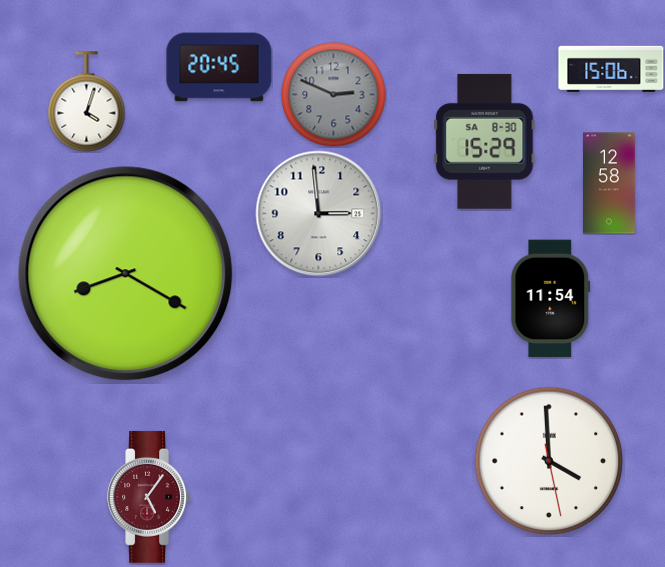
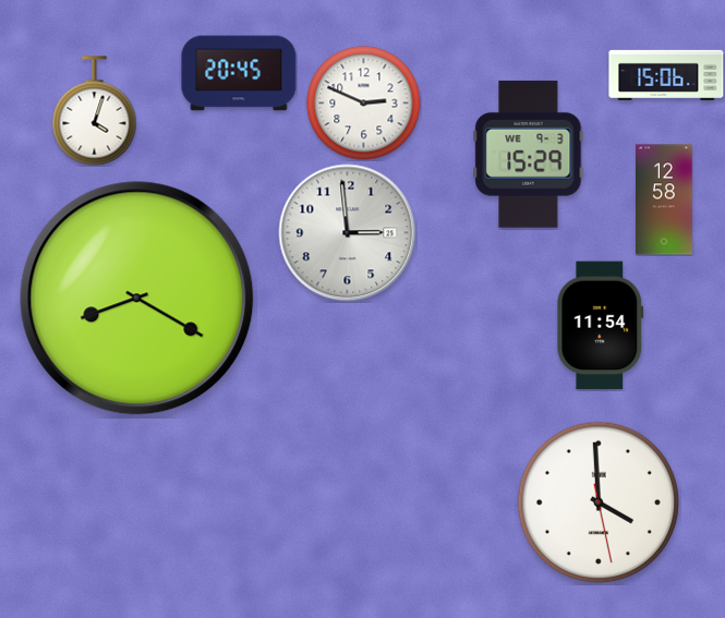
clock at (334, 95) dial: grey -> white
clock at (485, 141) date: SA 8-30 -> WE 9-3
clock at (150, 497): 5:06 -> none
